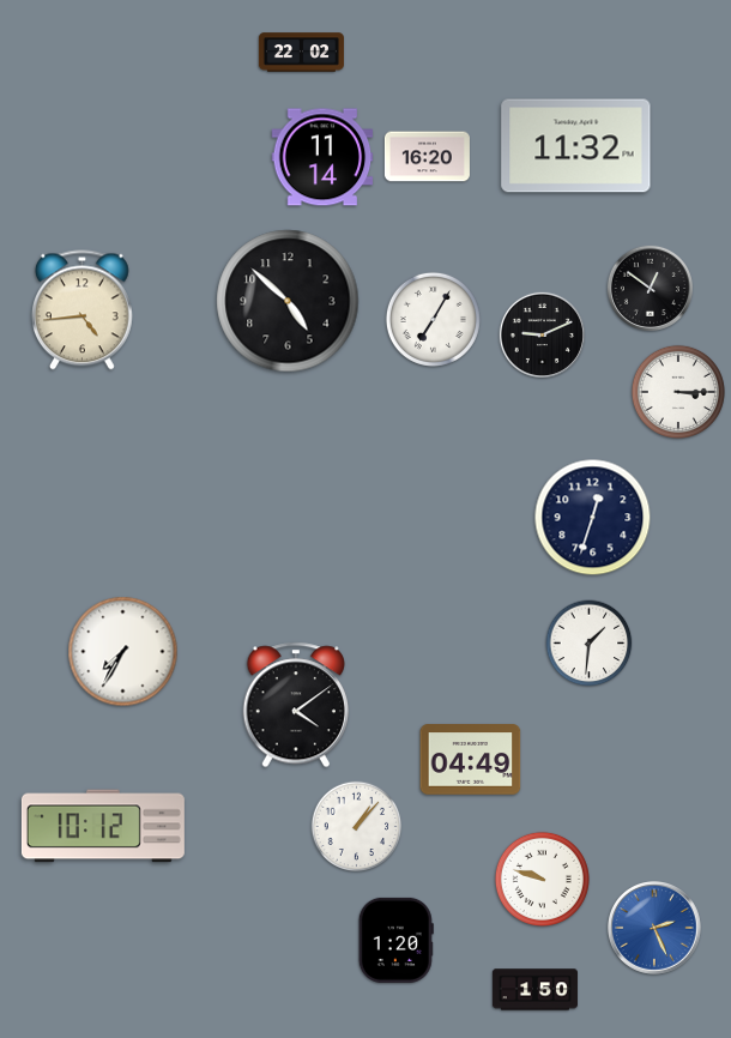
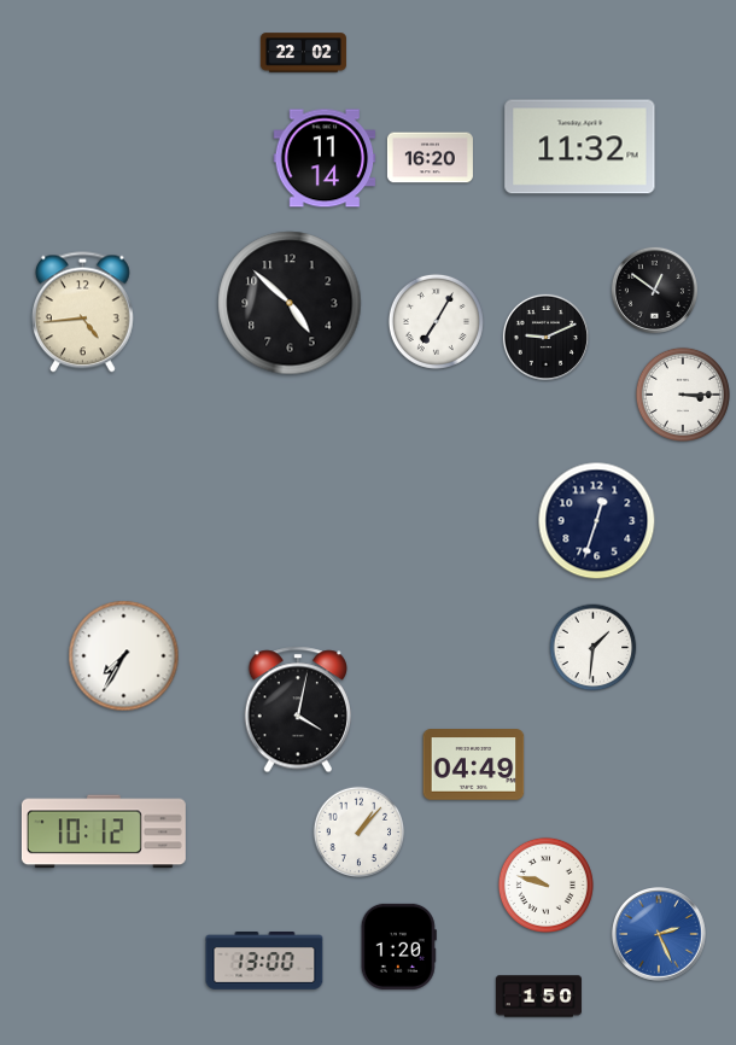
clock at (295, 705): 4:09 -> 4:02
clock at (264, 962): none -> 13:00
